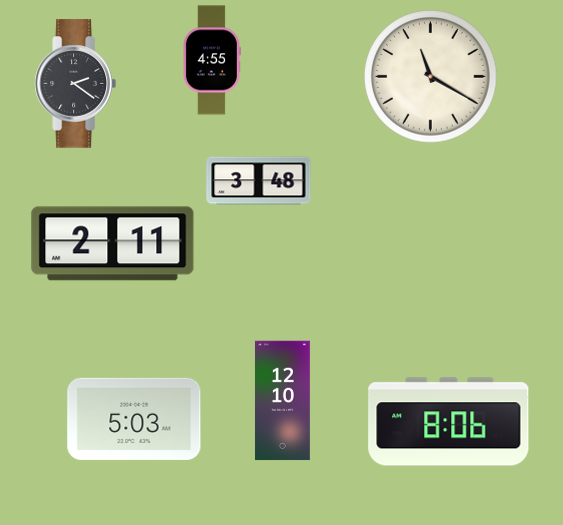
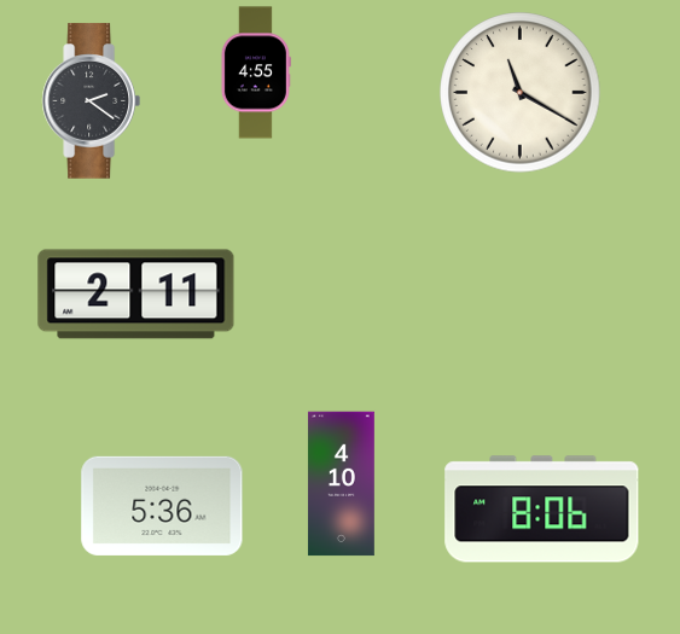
clock at (259, 181): 3:48 -> none
clock at (282, 401): 12:10 -> 4:10
clock at (134, 419): 5:03 -> 5:36
